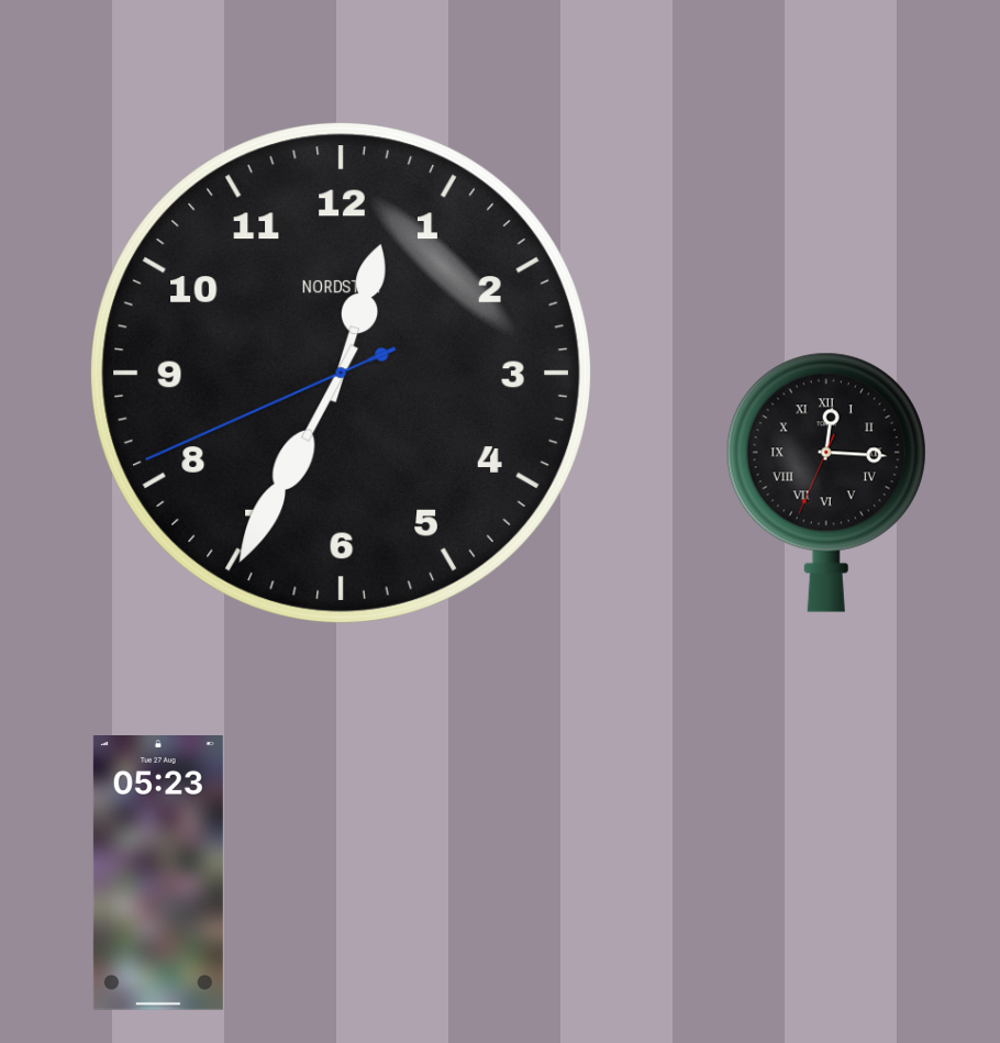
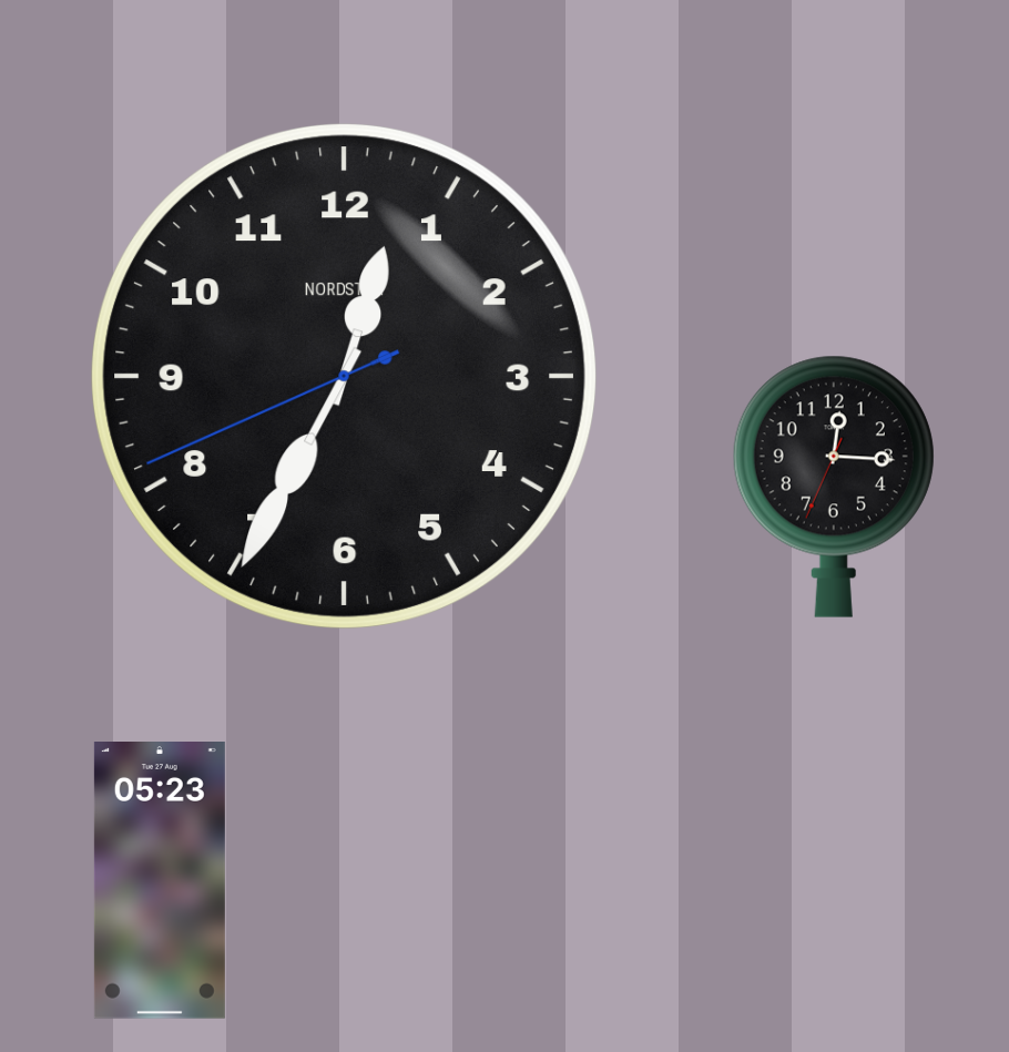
clock at (826, 482) numerals: Roman -> Arabic
